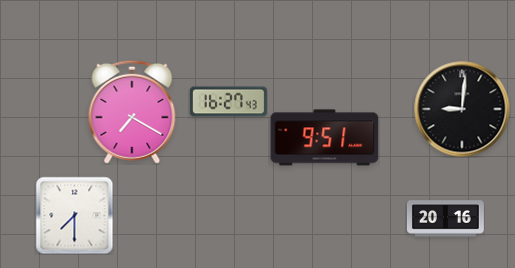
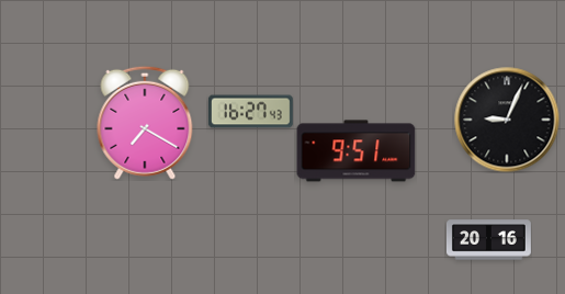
clock at (462, 109): 9:01 -> 9:04
clock at (74, 215): 7:30 -> none
